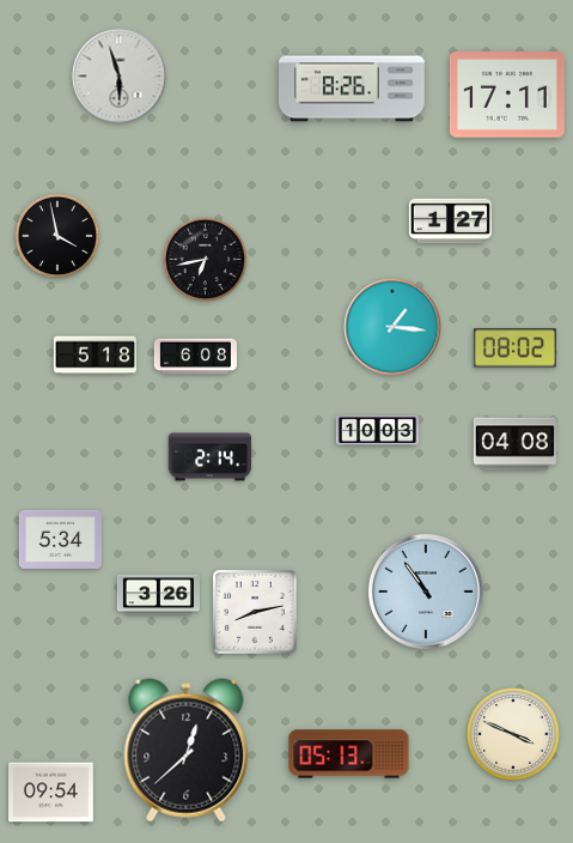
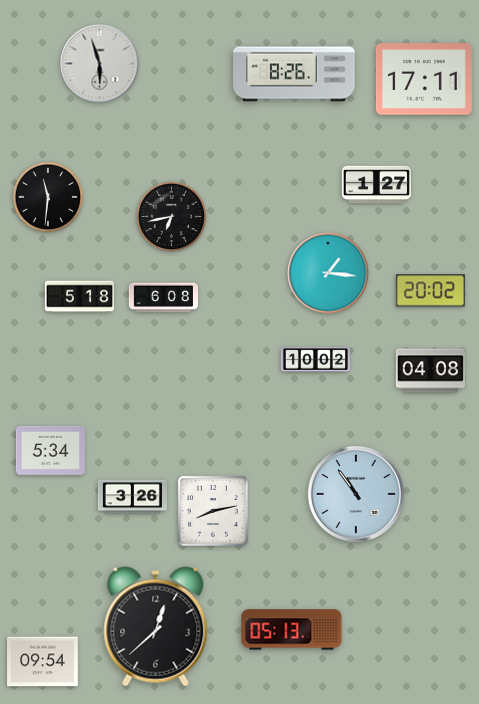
clock at (57, 236): 3:58 -> 11:31
clock at (514, 348): 08:02 -> 20:02
clock at (377, 431): 10:03 -> 10:02
clock at (209, 457): 2:14 -> none
clock at (513, 734): 3:49 -> none
